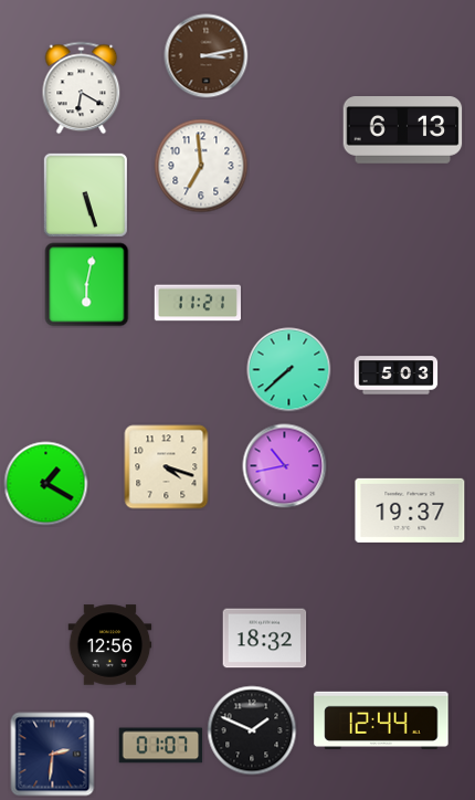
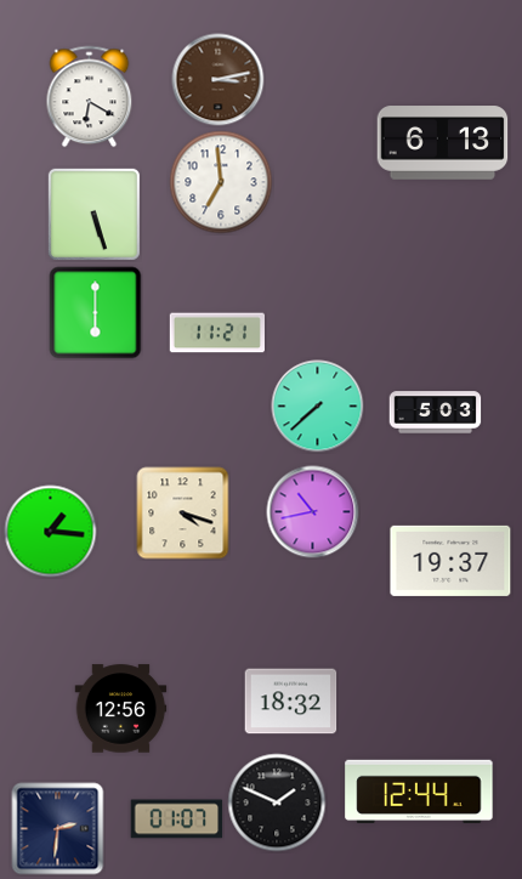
clock at (207, 56) position: (207, 56) -> (219, 80)
clock at (87, 285): 6:02 -> 6:00
clock at (46, 484): 1:20 -> 1:16
